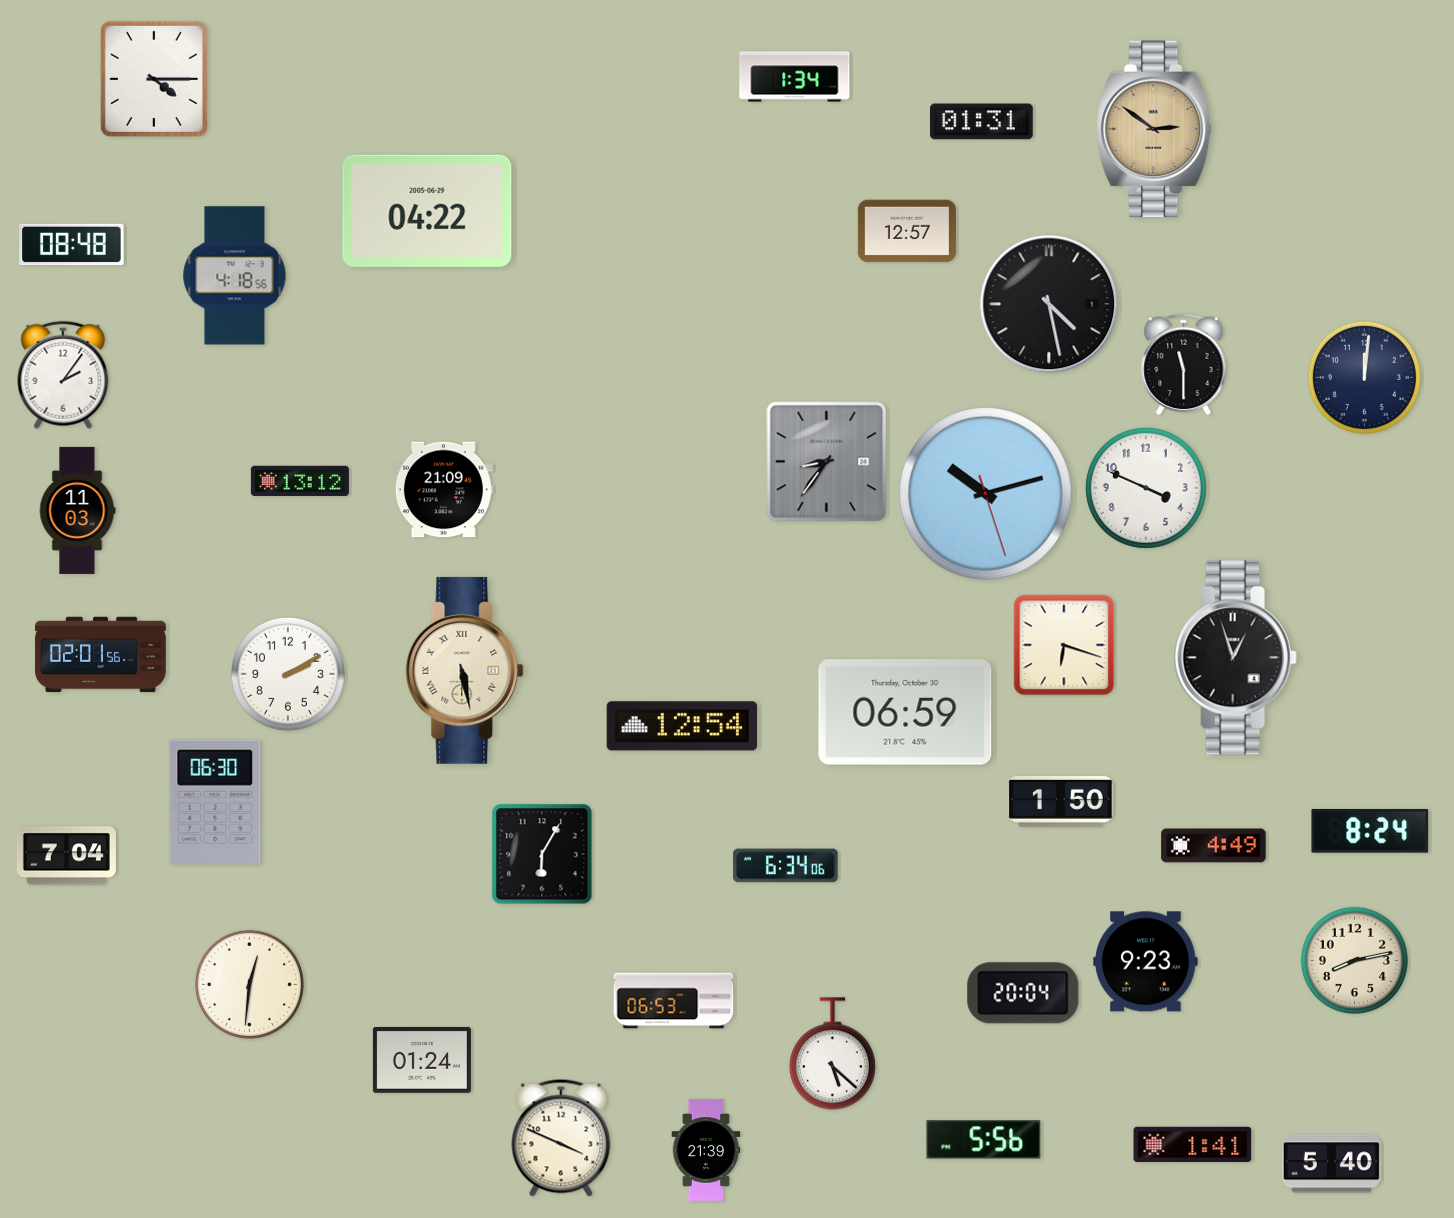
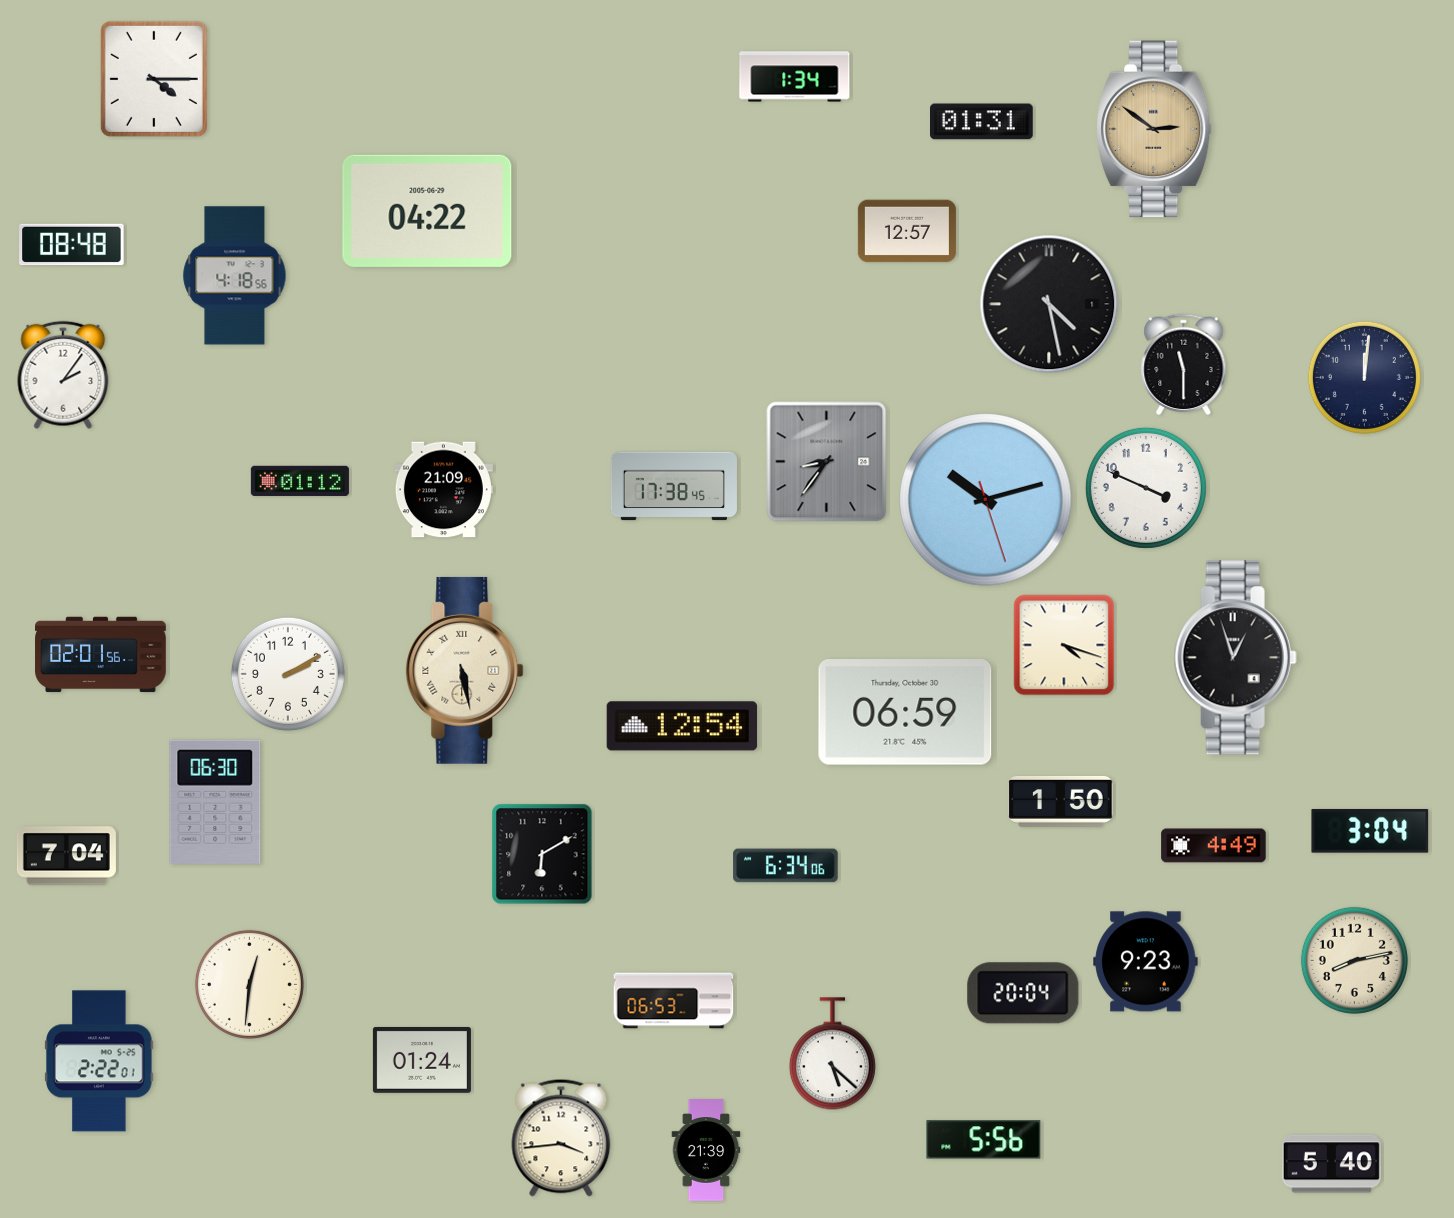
clock at (300, 481): 13:12 -> 01:12
clock at (674, 486): none -> 17:38
clock at (986, 494) position: (986, 494) -> (986, 500)
clock at (77, 510): 11:03 -> none
clock at (1064, 645): 6:18 -> 4:18
clock at (1370, 831): 8:24 -> 3:04
clock at (542, 854): 6:05 -> 6:10
clock at (99, 1061): none -> 2:22
clock at (561, 1138): 3:49 -> 3:44
clock at (1193, 1144): 1:41 -> none
